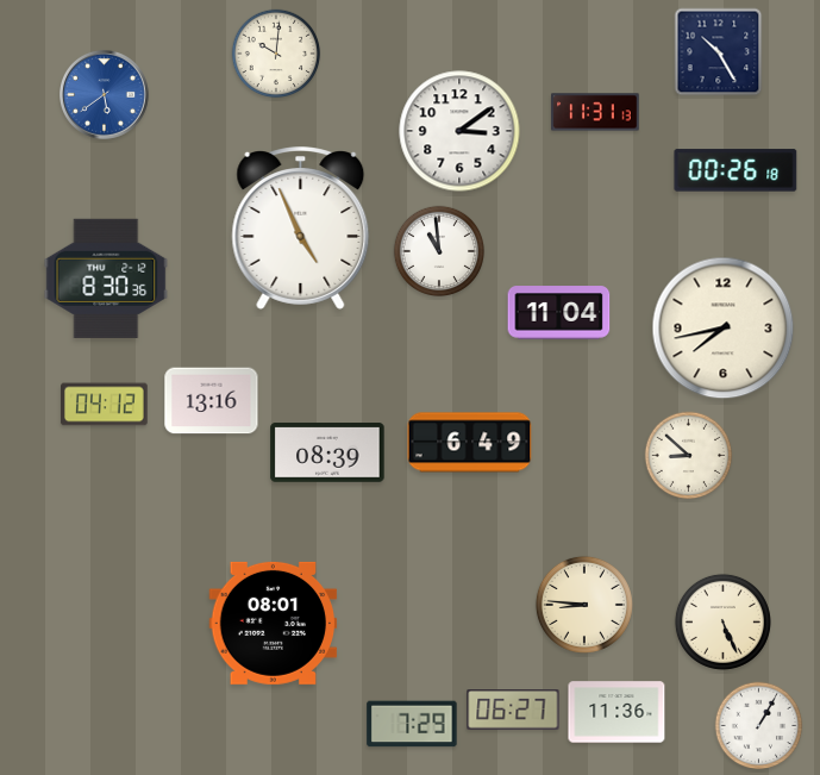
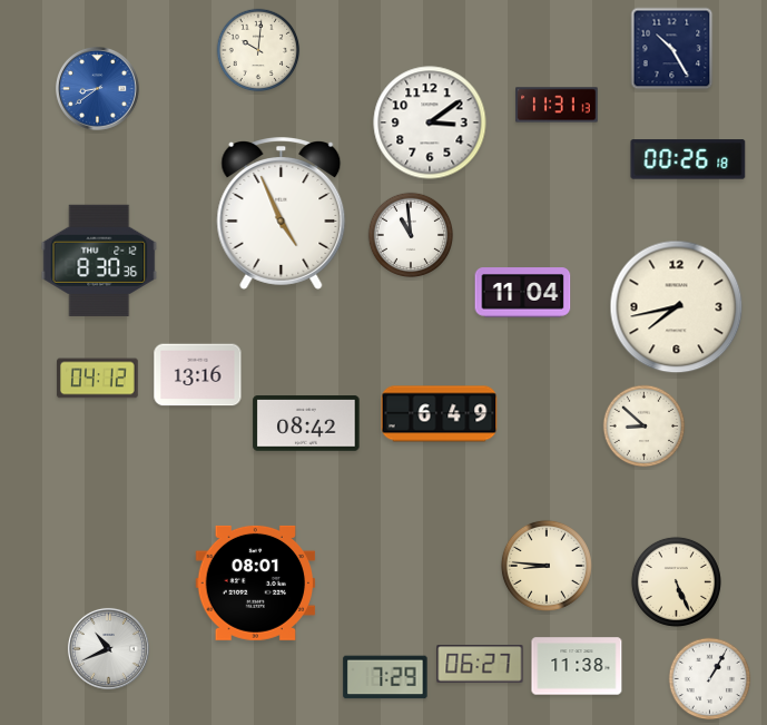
clock at (104, 94): 5:39 -> 8:39
clock at (327, 452): 08:39 -> 08:42
clock at (108, 648): none -> 10:41
clock at (616, 712): 11:36 -> 11:38
